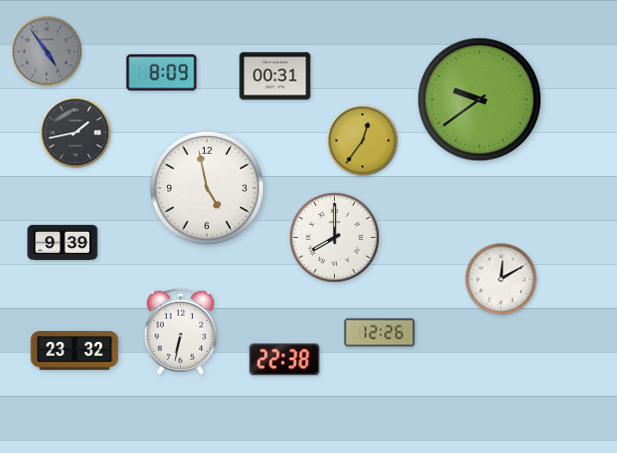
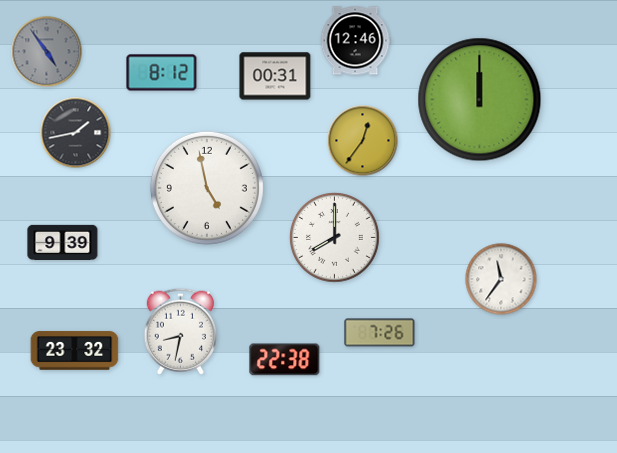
clock at (355, 41): none -> 12:46
clock at (162, 73): 8:09 -> 8:12
clock at (480, 100): 9:39 -> 12:00
clock at (501, 279): 12:10 -> 11:36
clock at (180, 331): 6:32 -> 8:32
clock at (380, 333): 12:26 -> 7:26
